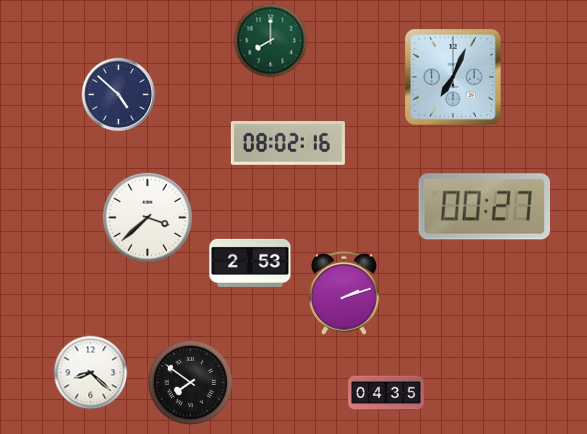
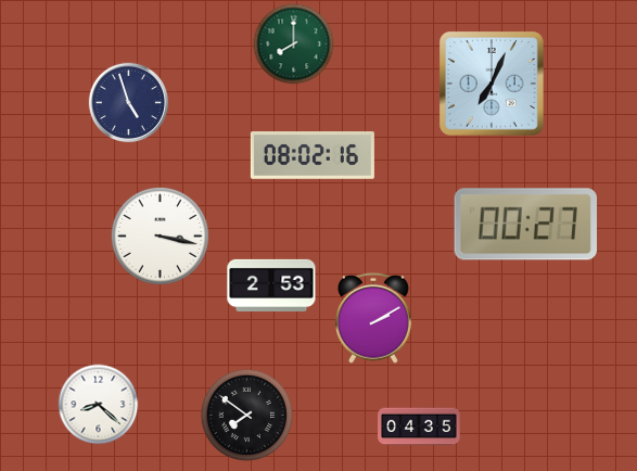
clock at (118, 94): 4:52 -> 4:57
clock at (147, 217): 3:38 -> 3:17
clock at (345, 293): 2:12 -> 2:10
clock at (190, 382) position: (190, 382) -> (246, 415)
